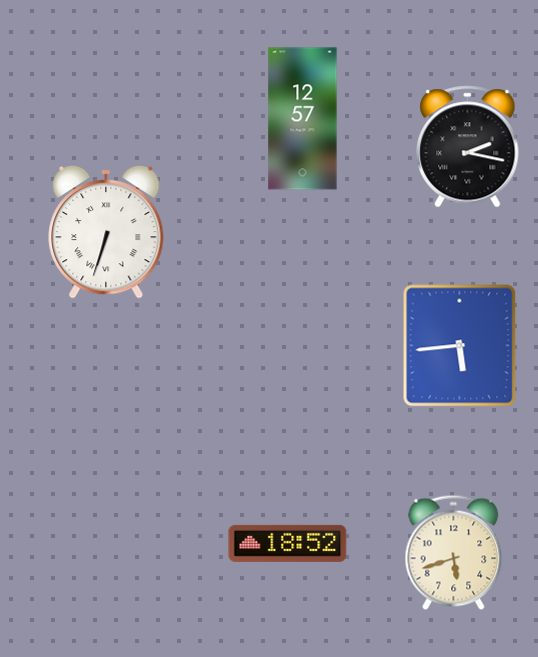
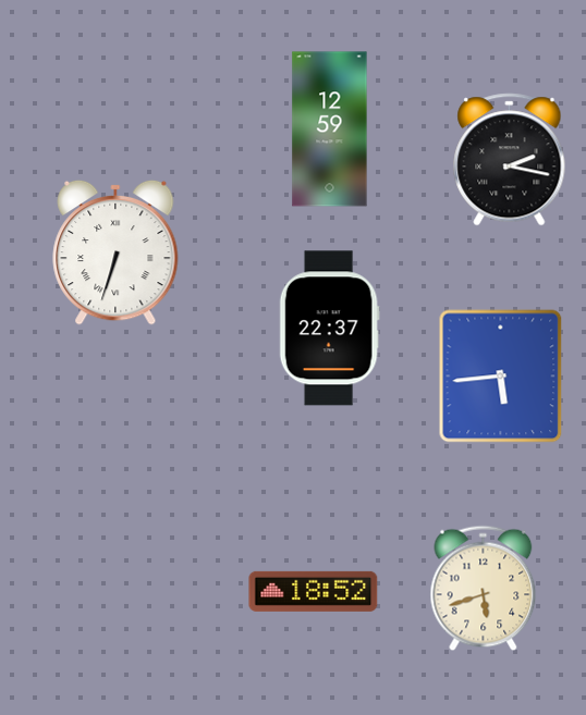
clock at (303, 119): 12:57 -> 12:59
clock at (329, 329): none -> 22:37
clock at (454, 553) position: (454, 553) -> (484, 589)
